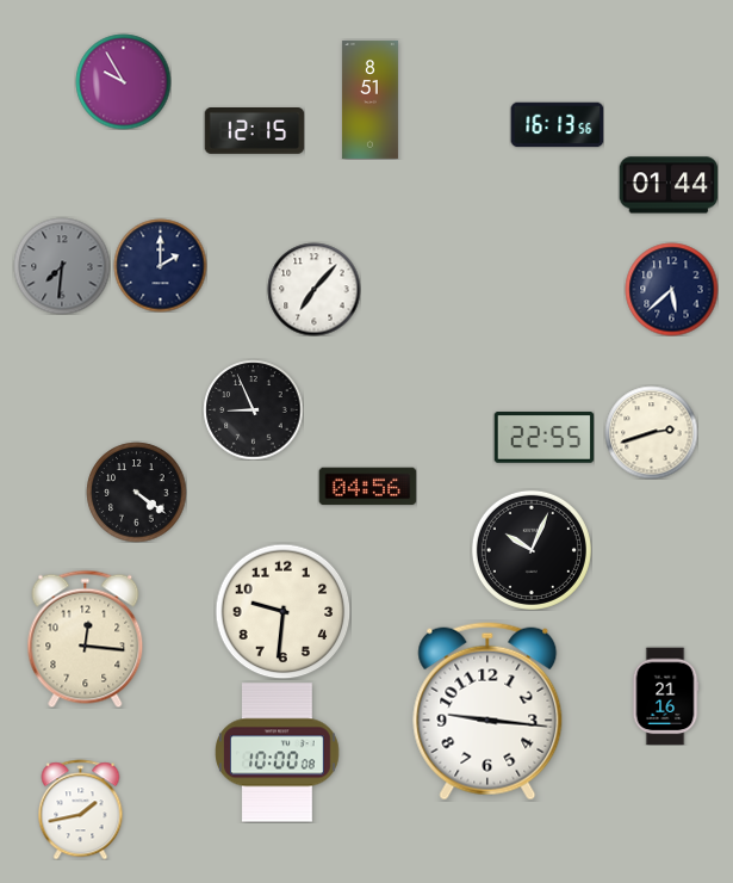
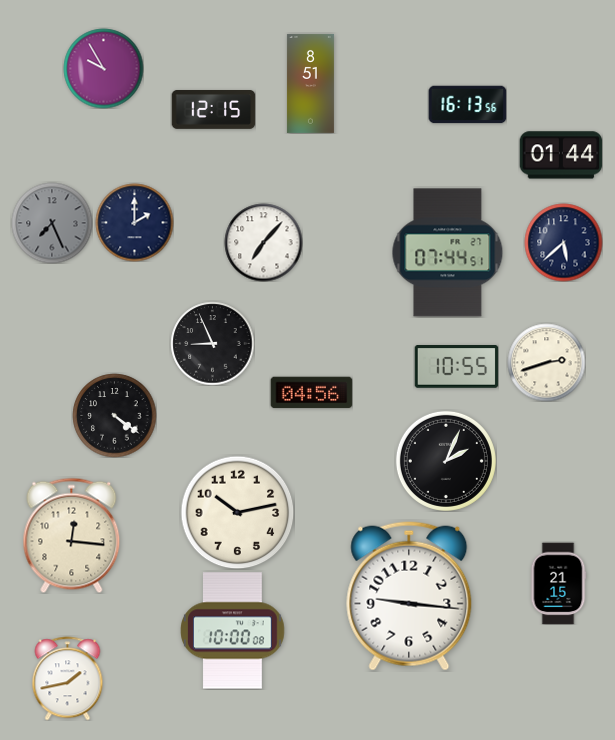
clock at (62, 266): 7:31 -> 7:26
clock at (448, 253): none -> 07:44
clock at (543, 438): 22:55 -> 10:55
clock at (367, 487) position: (367, 487) -> (311, 393)
clock at (136, 492) position: (136, 492) -> (114, 415)
clock at (532, 550): 10:04 -> 2:04
clock at (282, 611): 9:31 -> 10:13
clock at (665, 696): 21:16 -> 21:15
